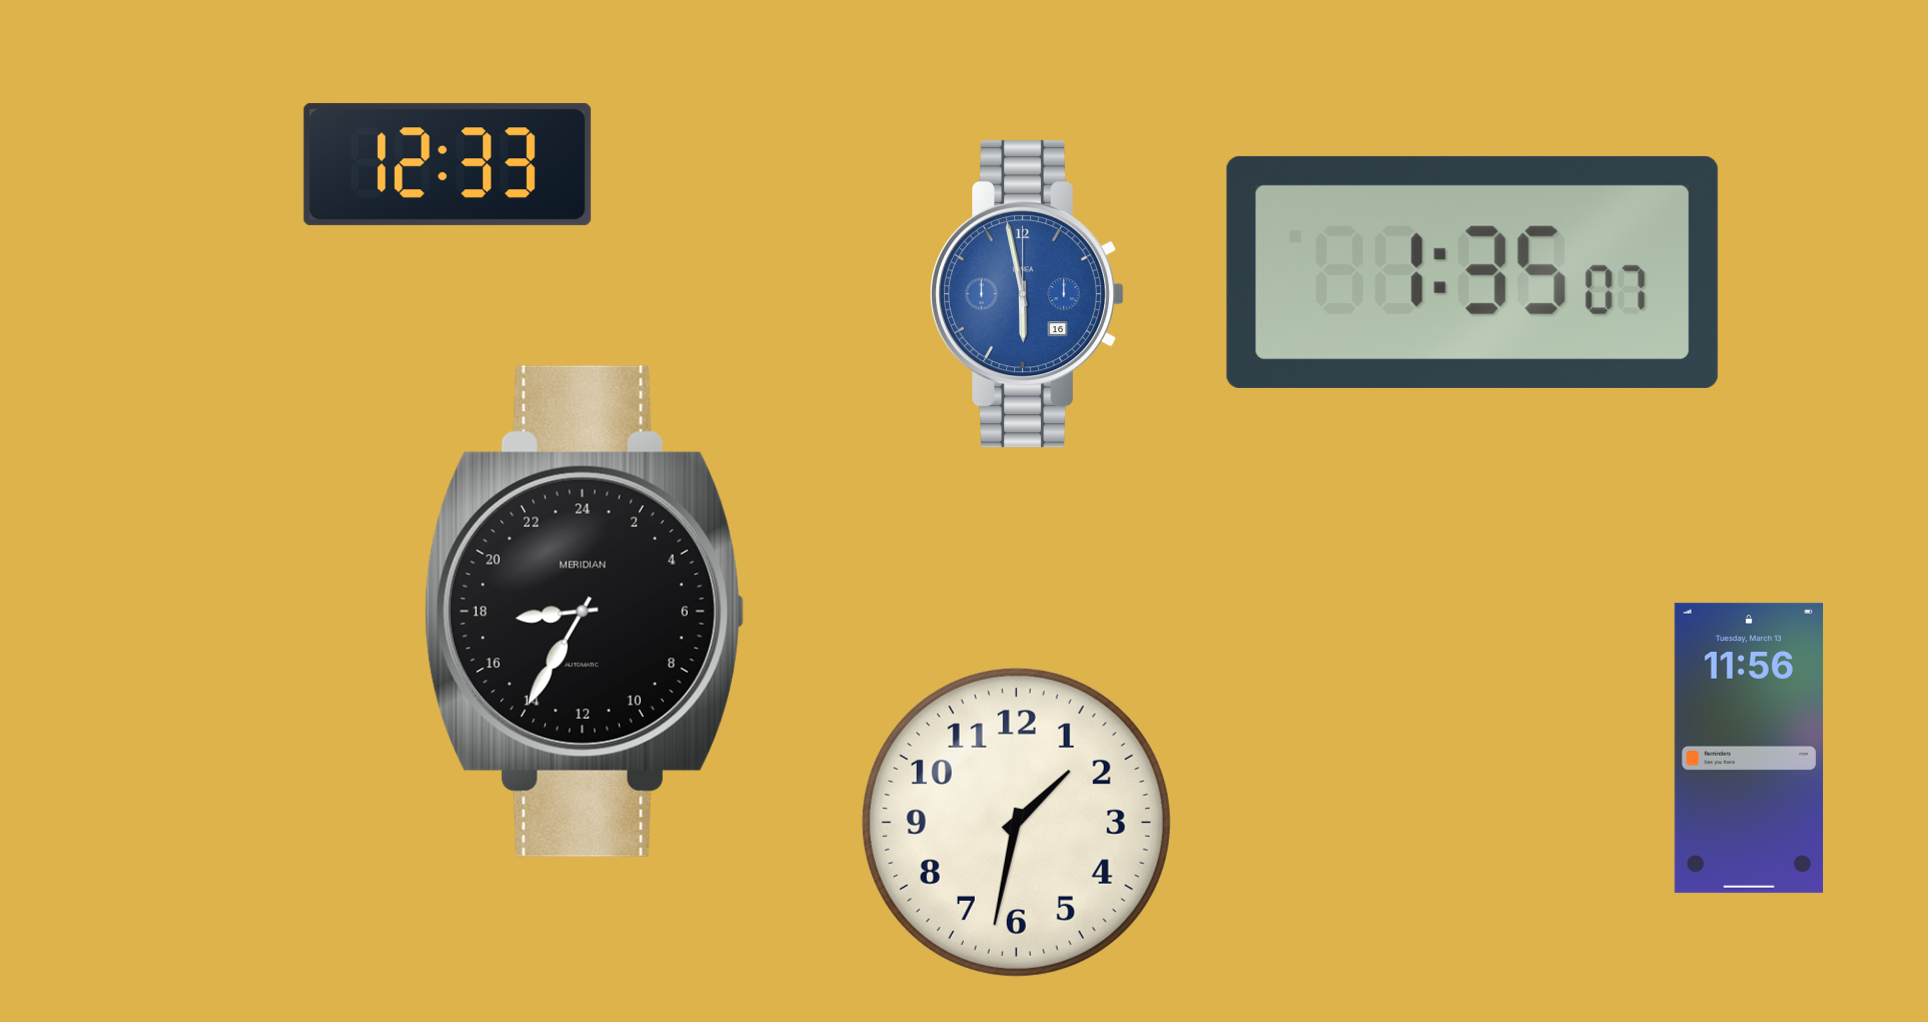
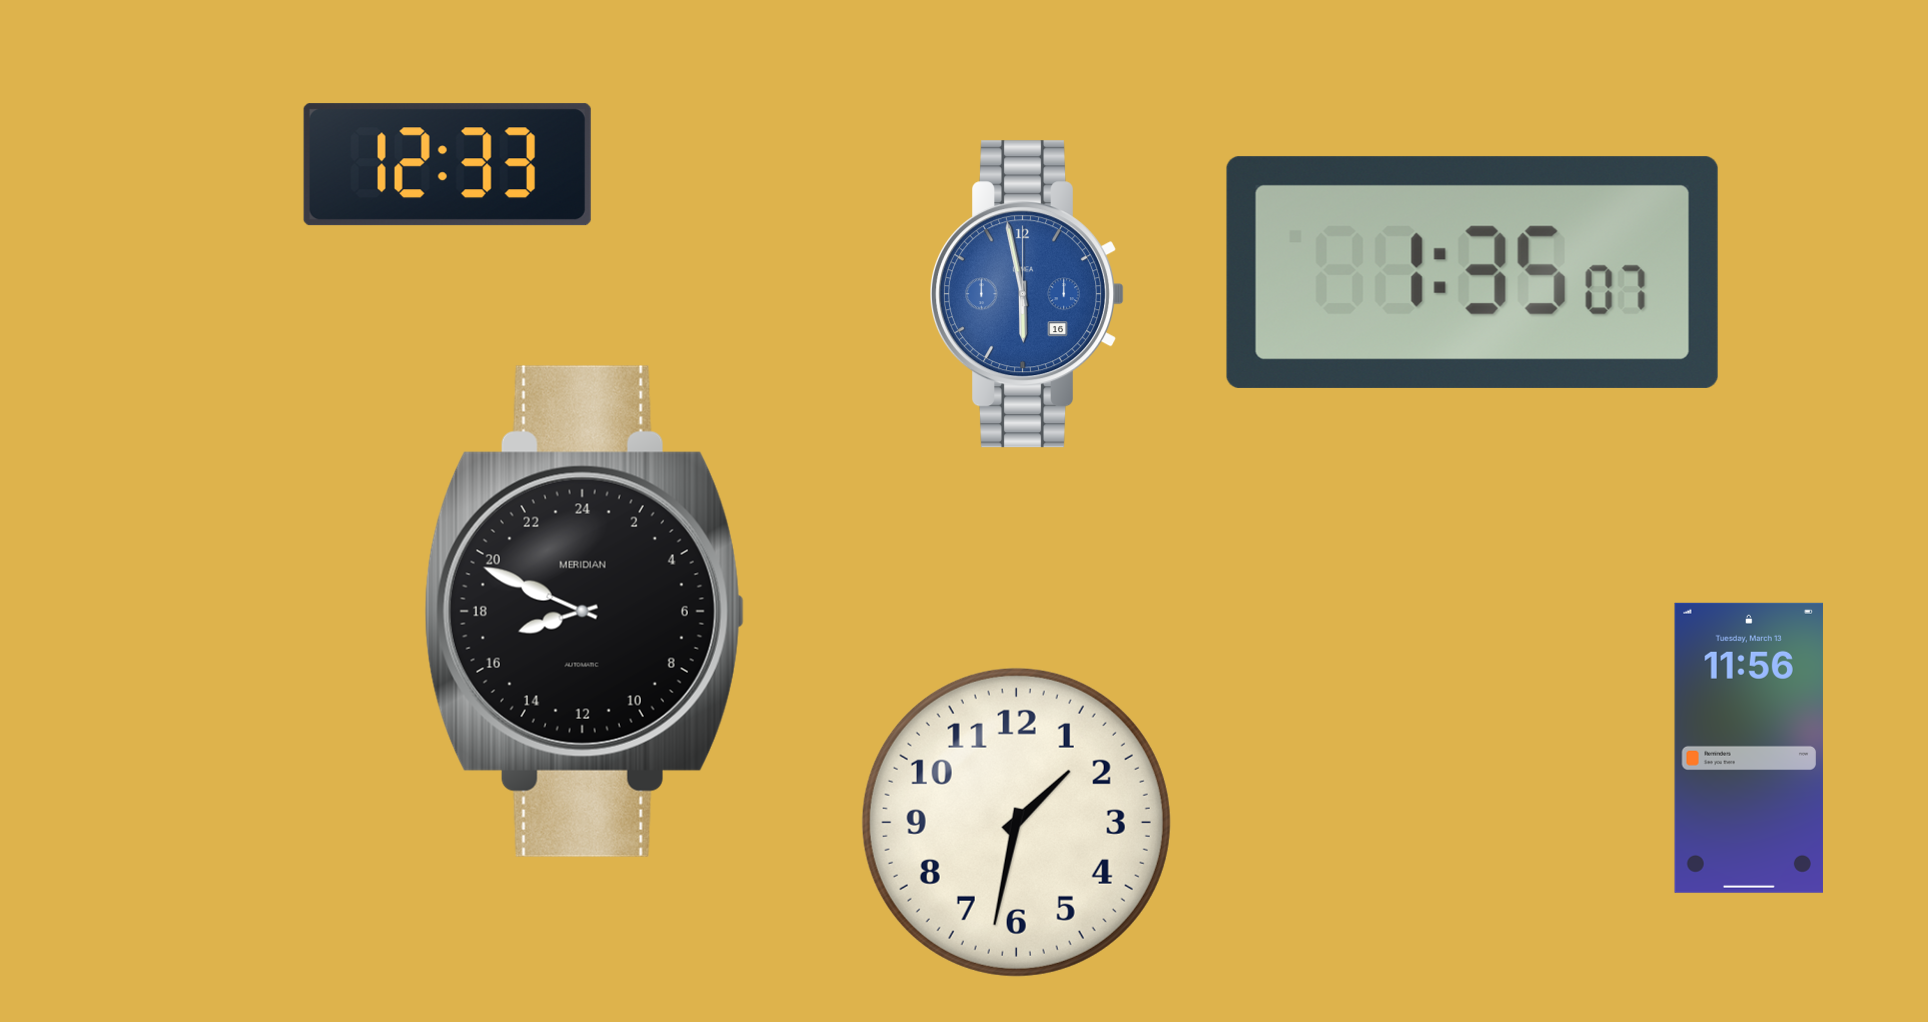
clock at (584, 611): 17:35 -> 16:49
